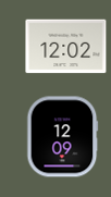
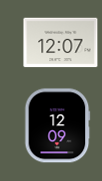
clock at (66, 47): 12:02 -> 12:07
